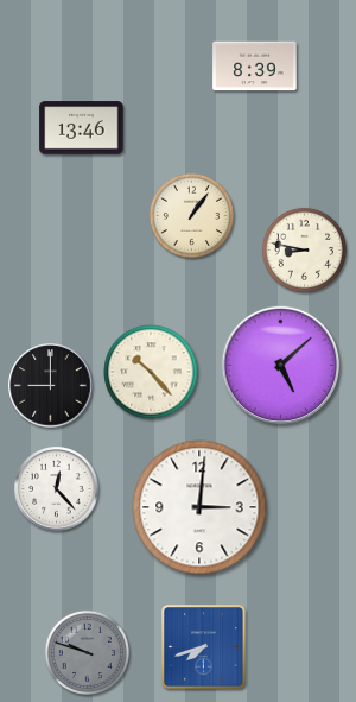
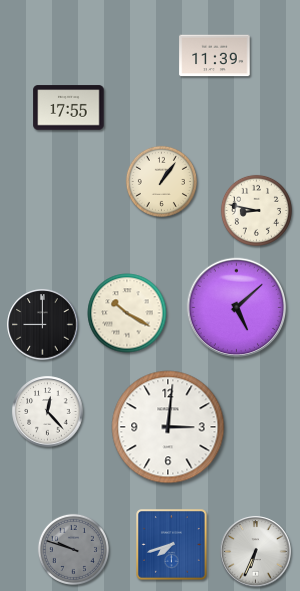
clock at (255, 67): 8:39 -> 11:39
clock at (82, 128): 13:46 -> 17:55
clock at (151, 372): 10:23 -> 10:20
clock at (256, 552): none -> 6:34
